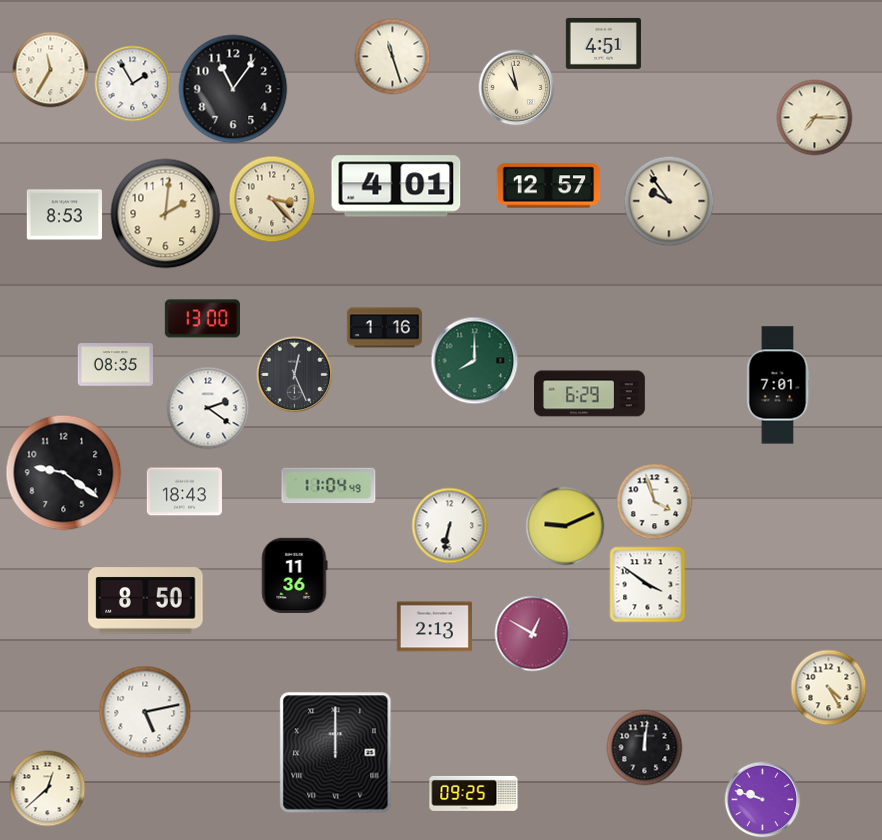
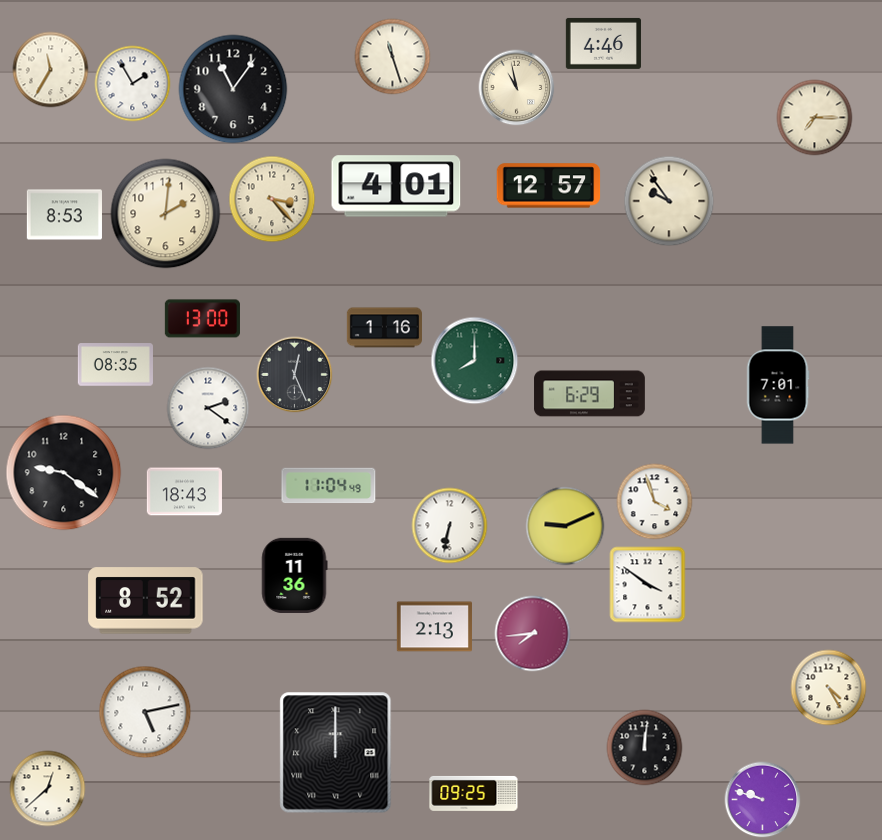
clock at (603, 43): 4:51 -> 4:46
clock at (146, 601): 8:50 -> 8:52
clock at (533, 634): 12:50 -> 7:44
